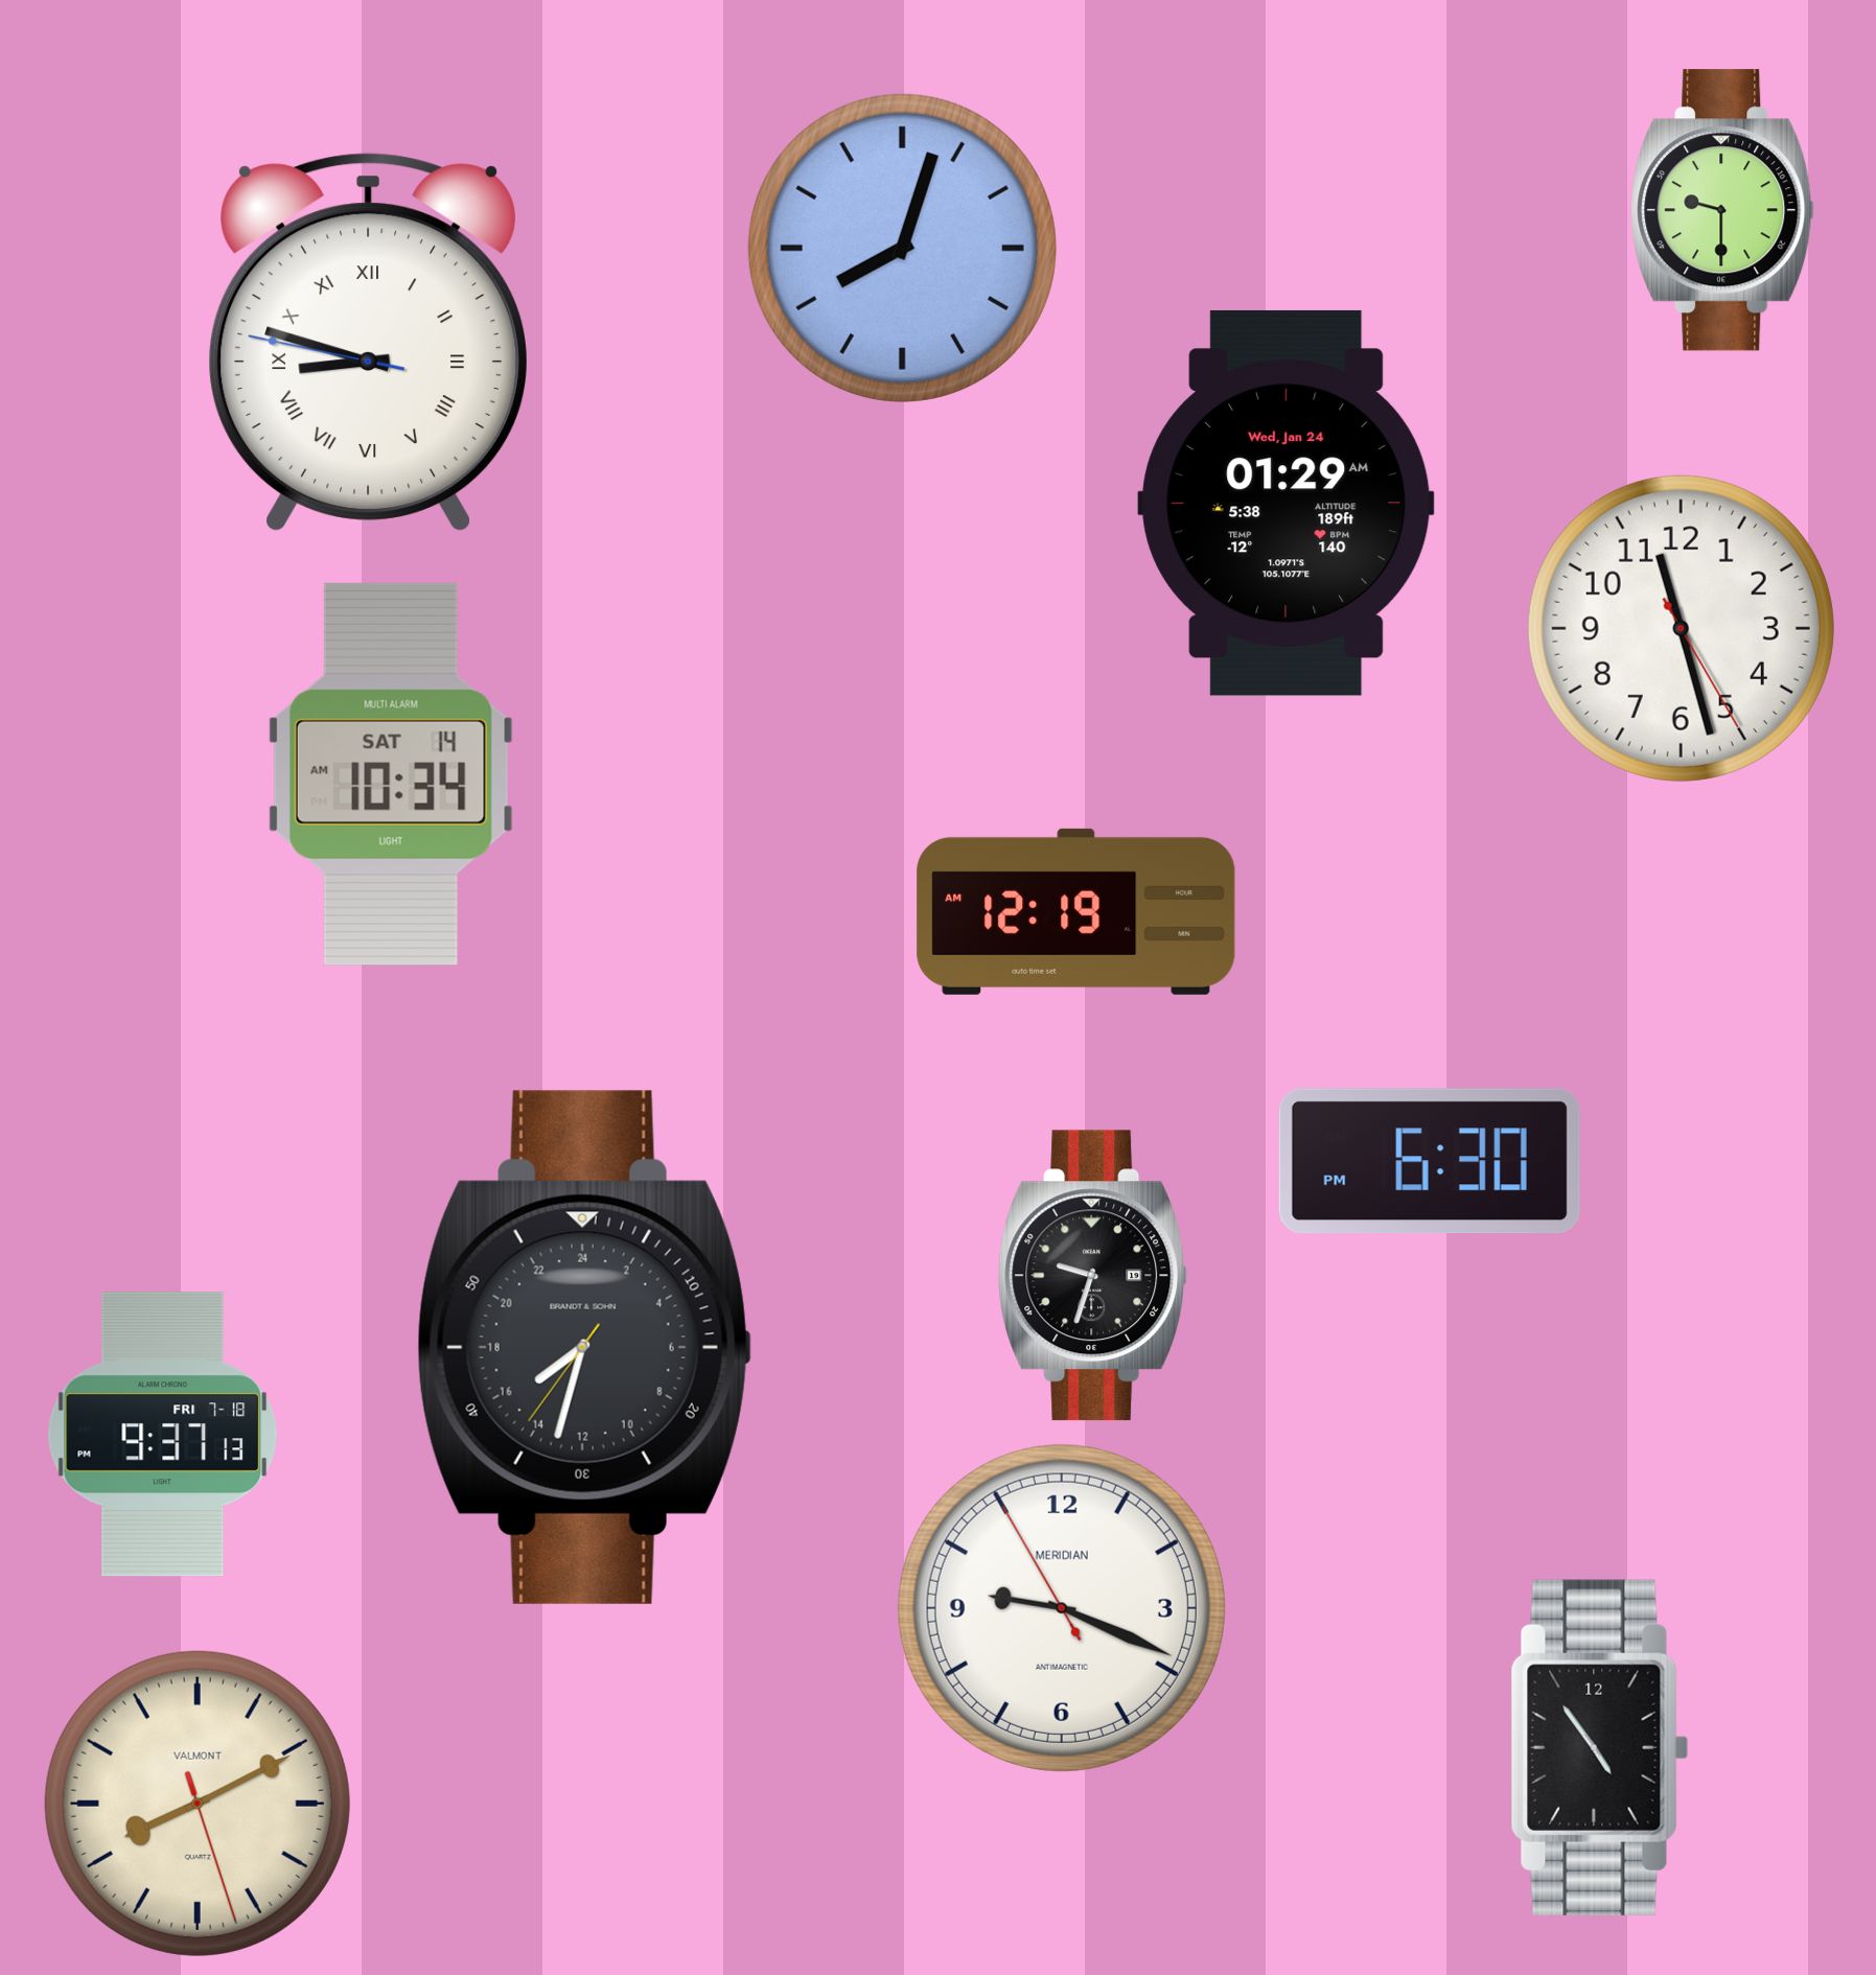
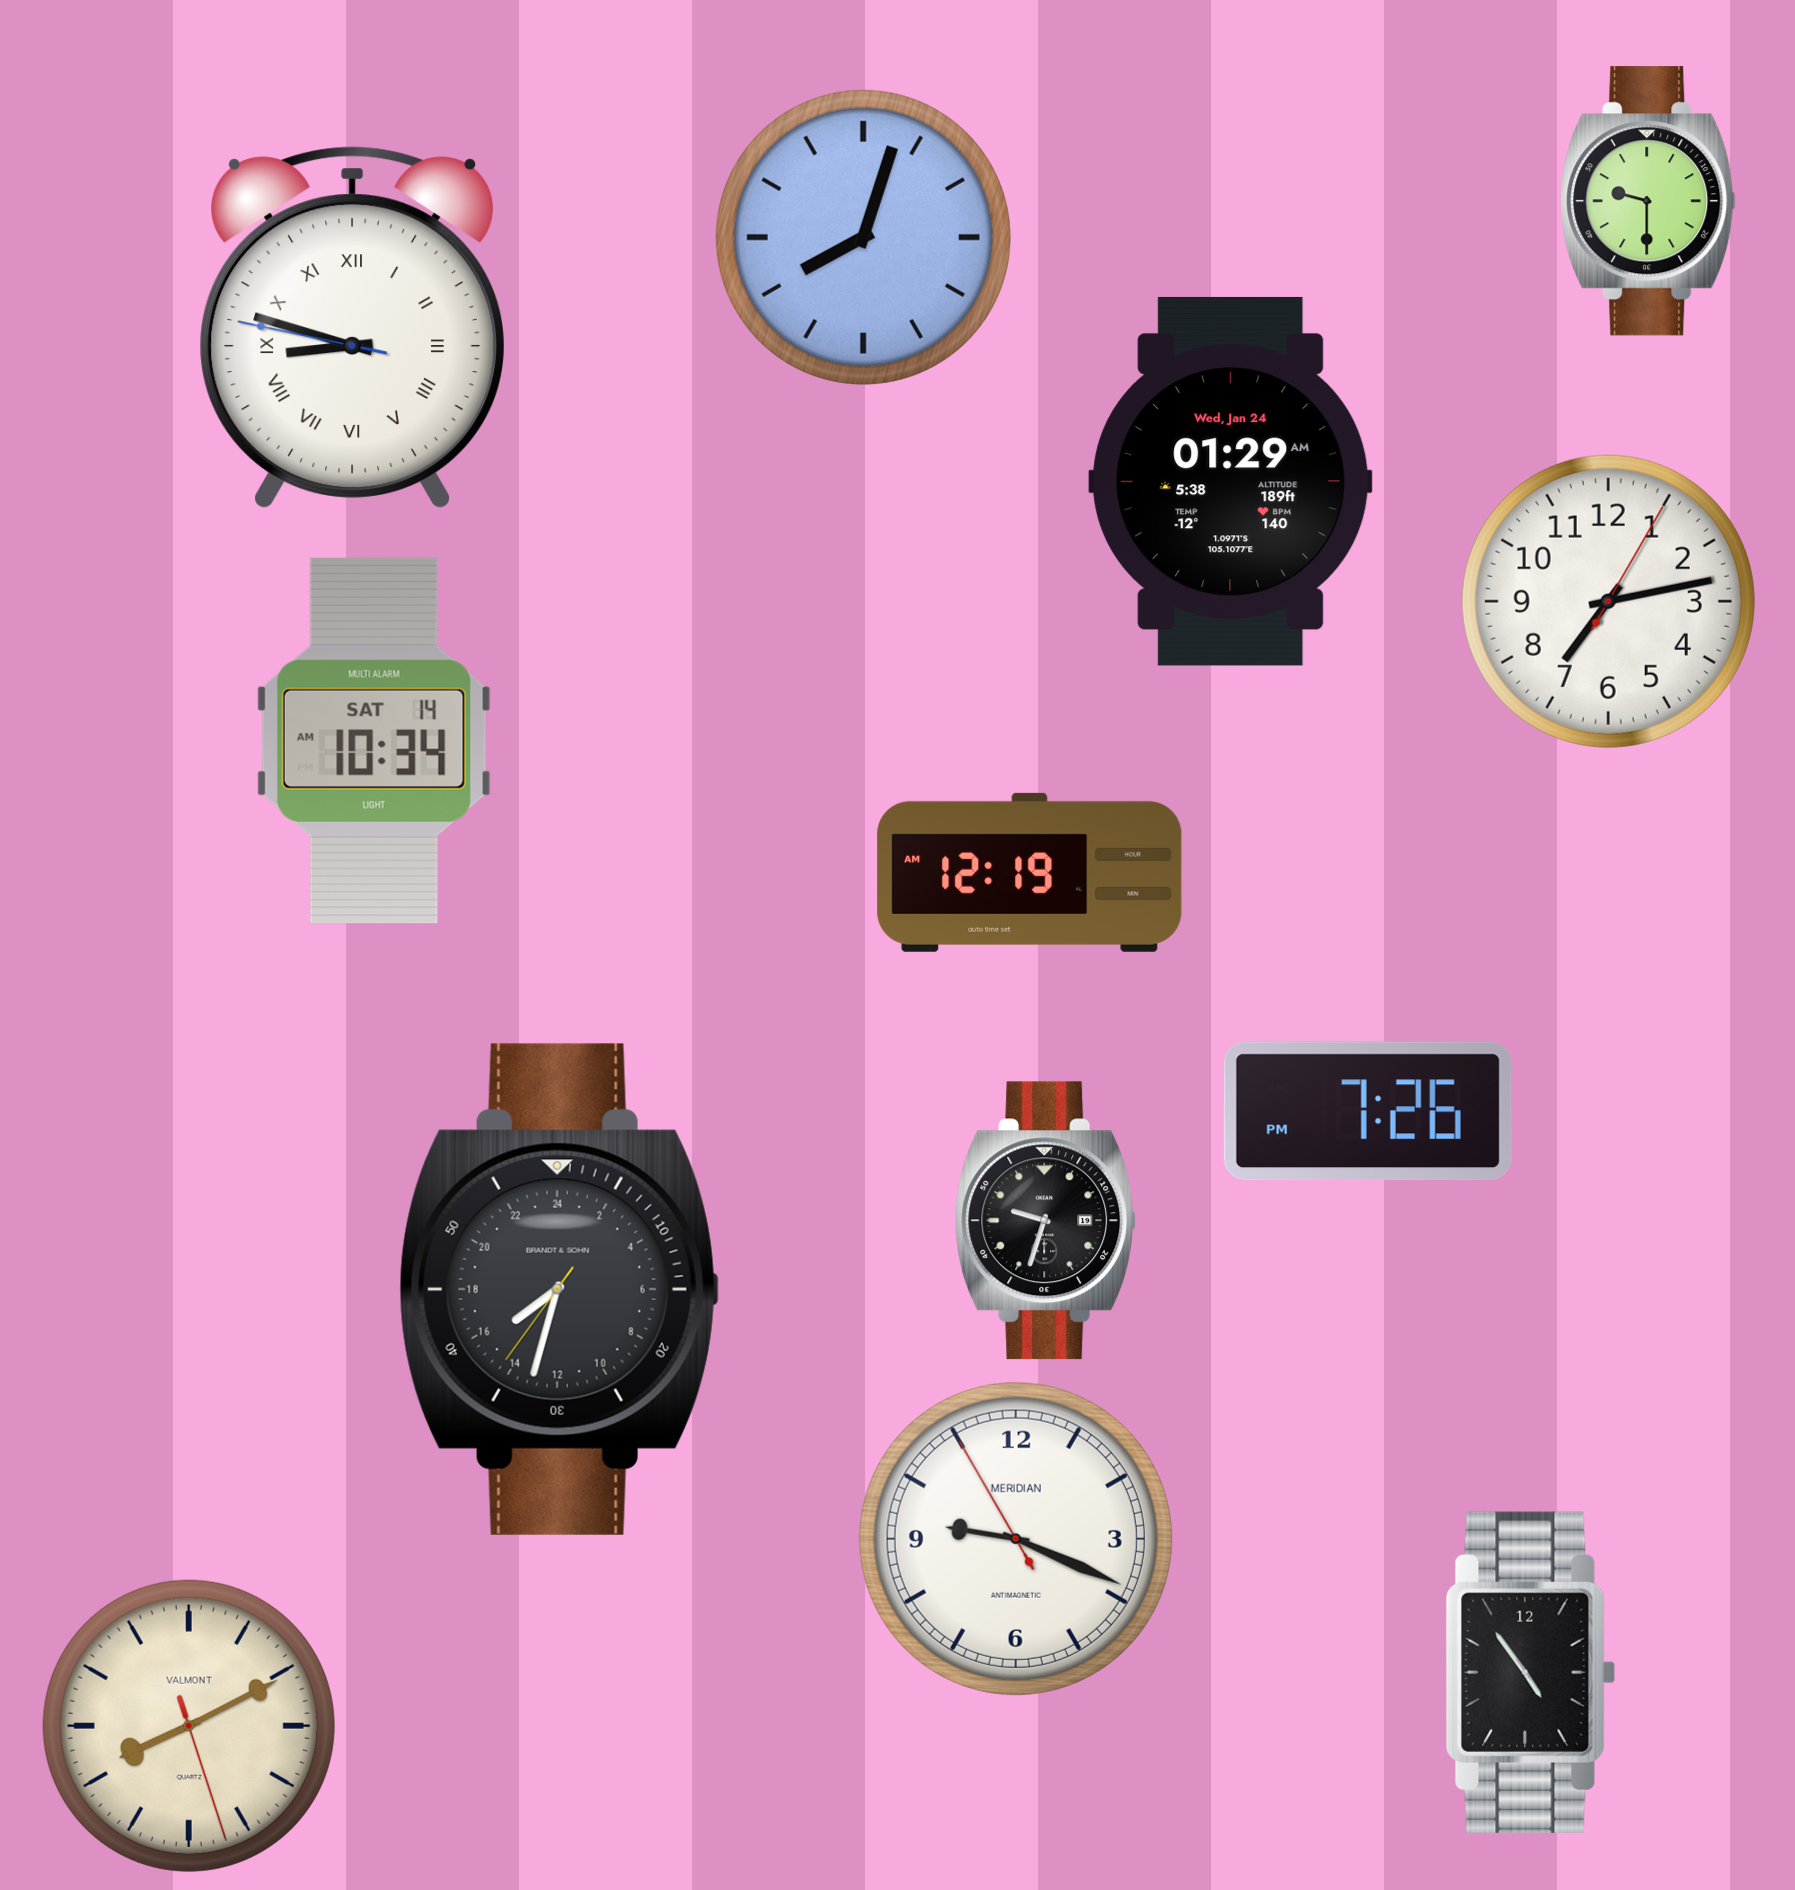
clock at (1681, 628): 11:27 -> 7:13
clock at (1430, 1161): 6:30 -> 7:26
clock at (163, 1435): 9:37 -> none
